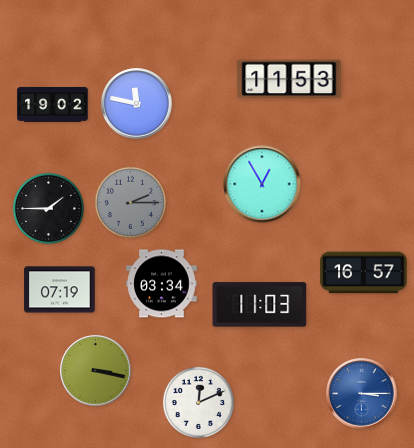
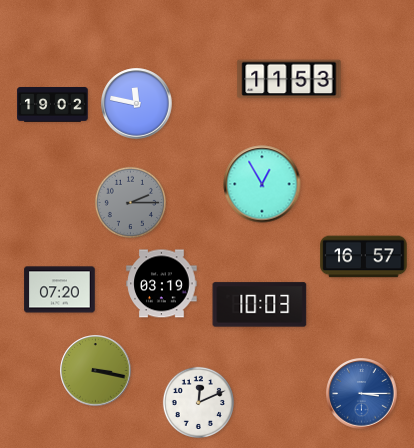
clock at (48, 208): 1:45 -> none
clock at (364, 273) position: (364, 273) -> (364, 257)
clock at (162, 284): 03:34 -> 03:19
clock at (60, 290): 07:19 -> 07:20
clock at (260, 305): 11:03 -> 10:03
